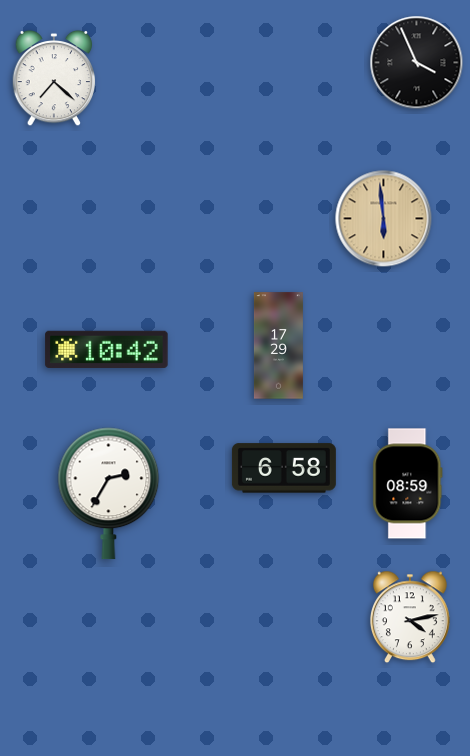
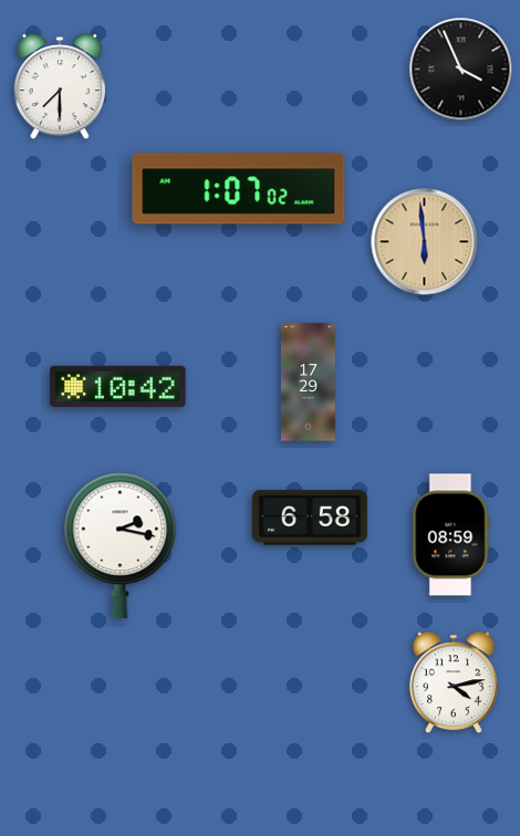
clock at (54, 78): 7:22 -> 7:30
clock at (239, 189): none -> 1:07
clock at (284, 468) position: (284, 468) -> (310, 518)
clock at (109, 494): 2:35 -> 2:17
